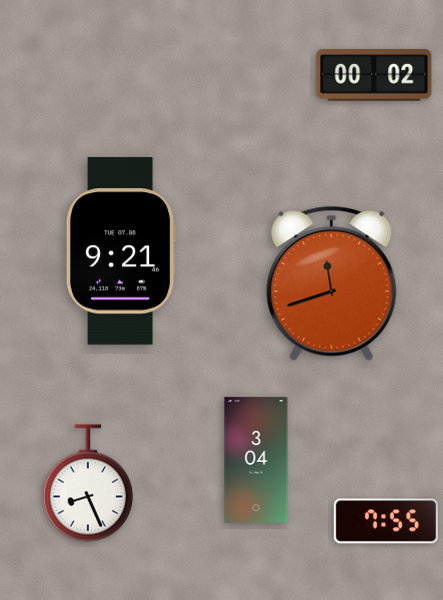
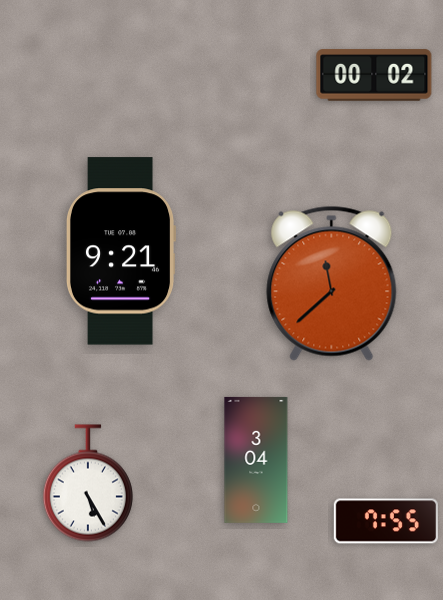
clock at (332, 283): 11:42 -> 11:38
clock at (88, 483): 8:26 -> 5:25
